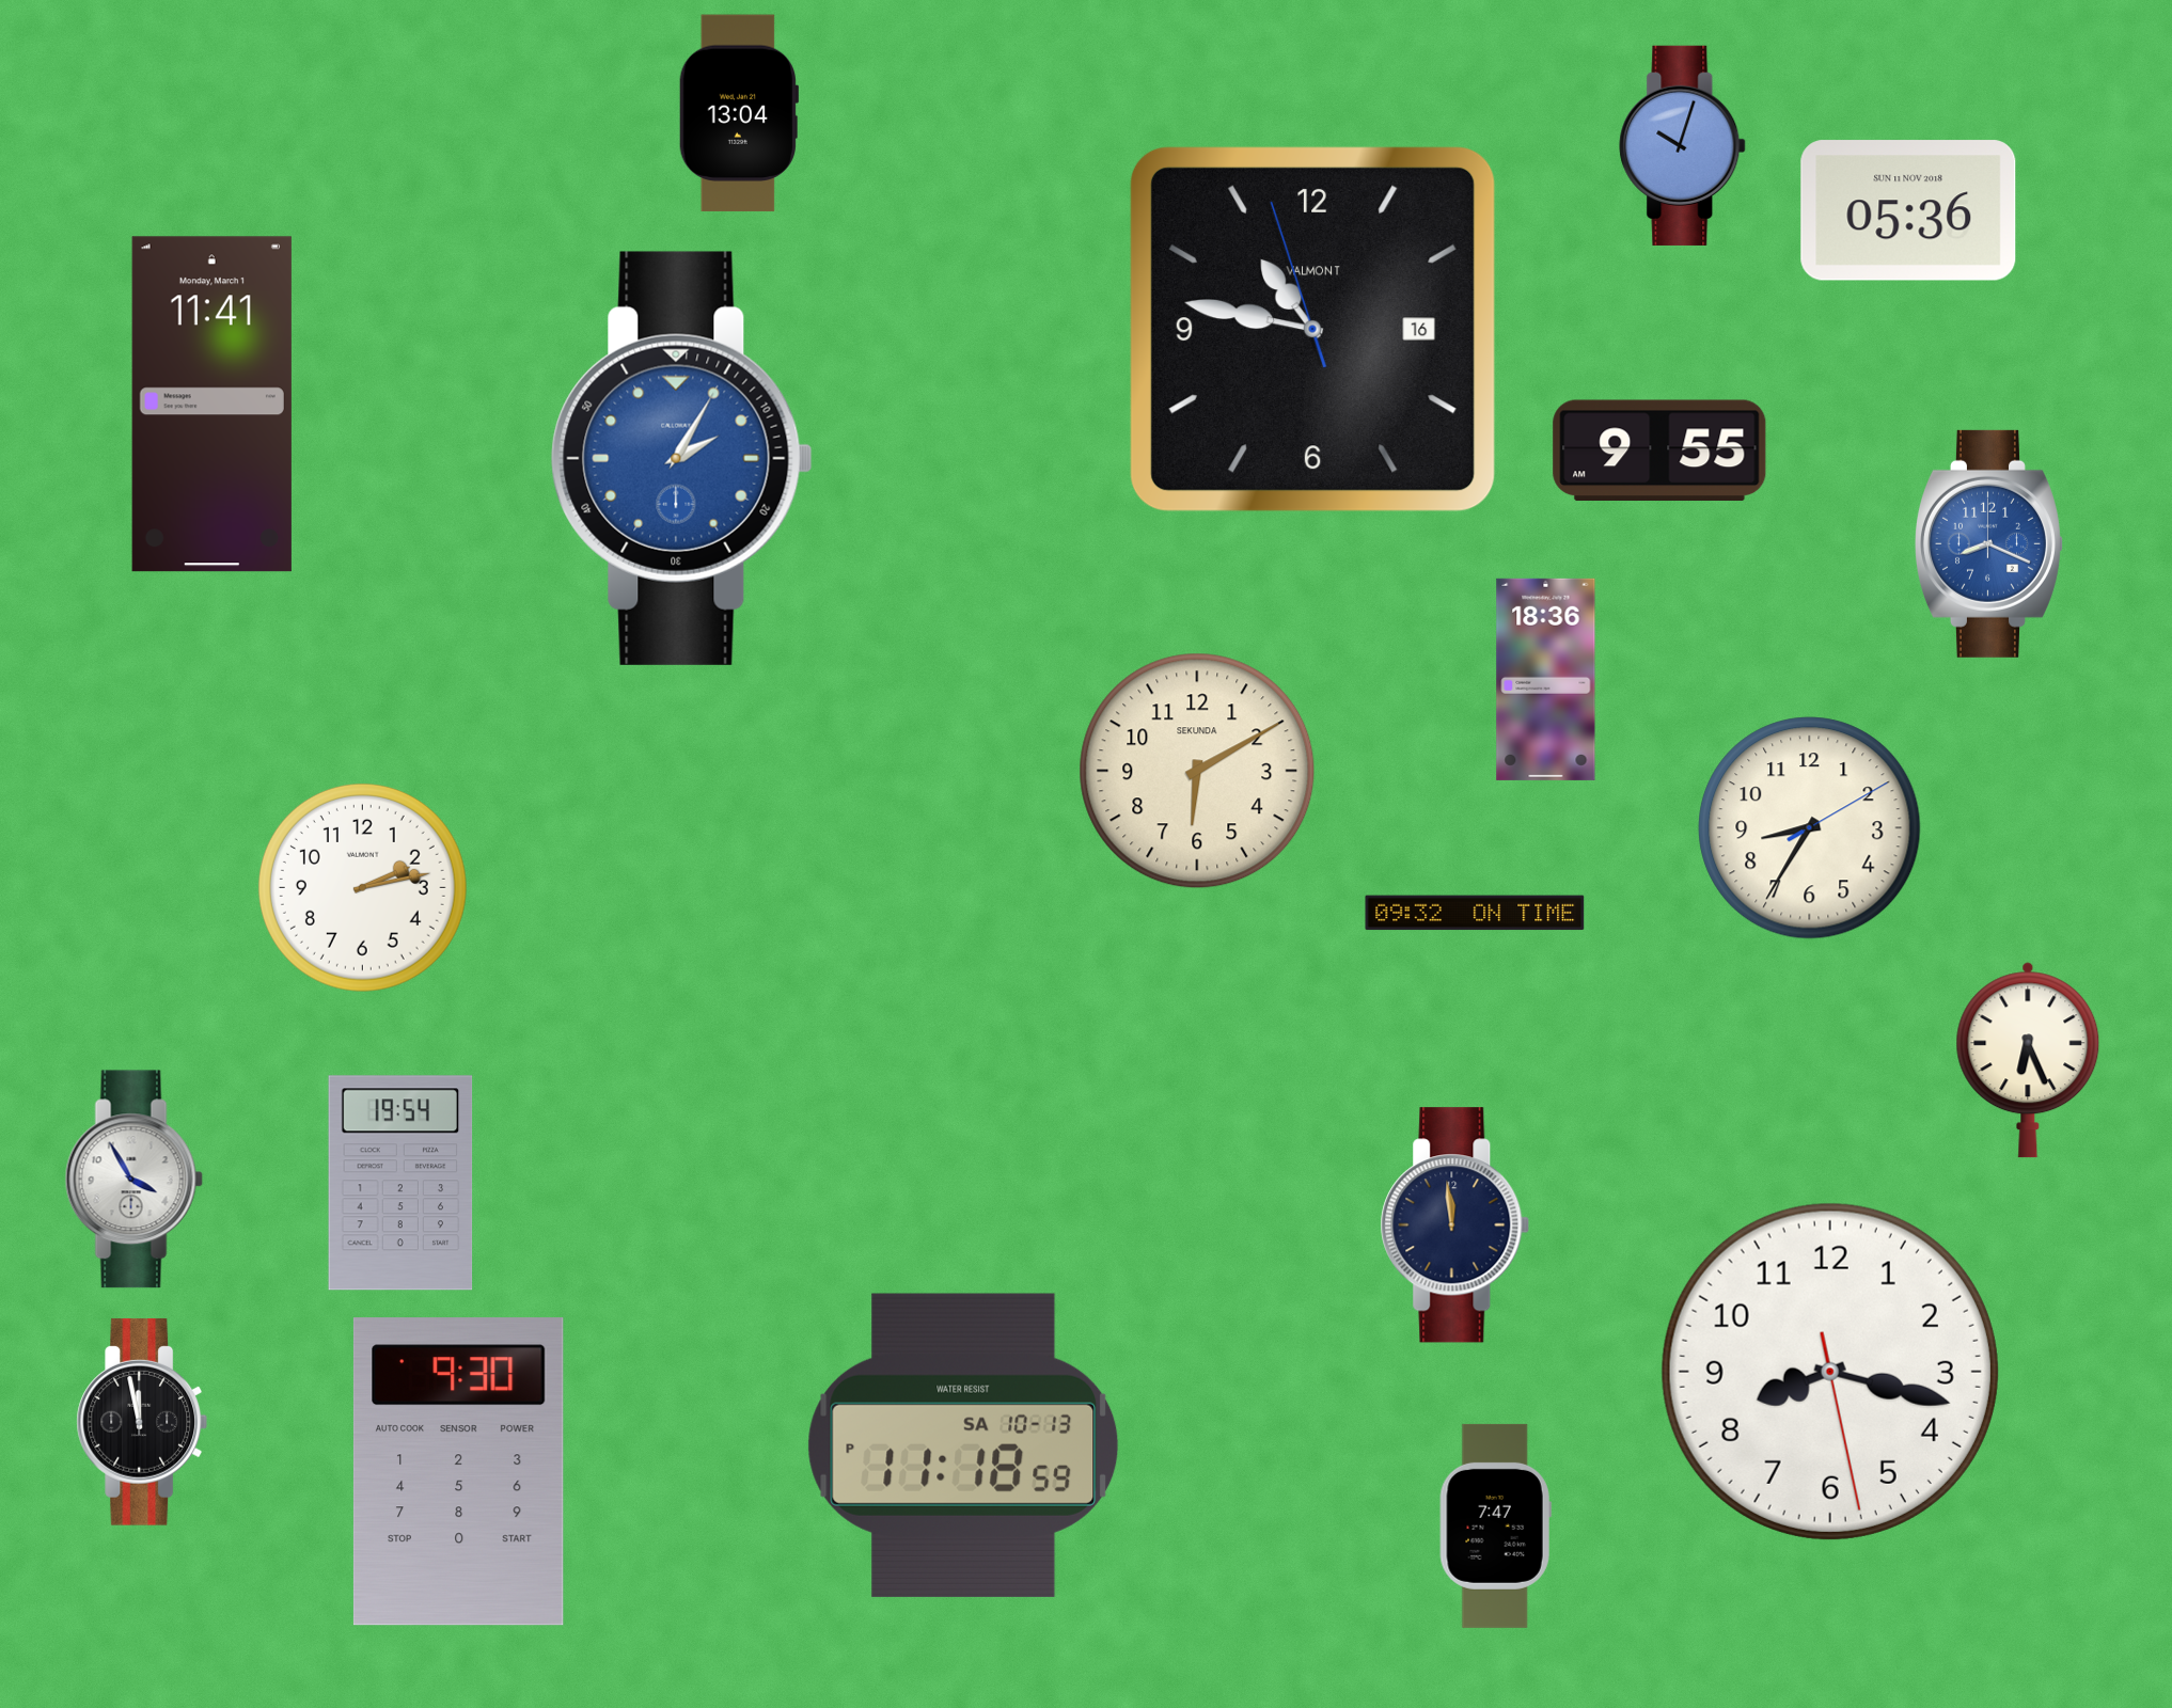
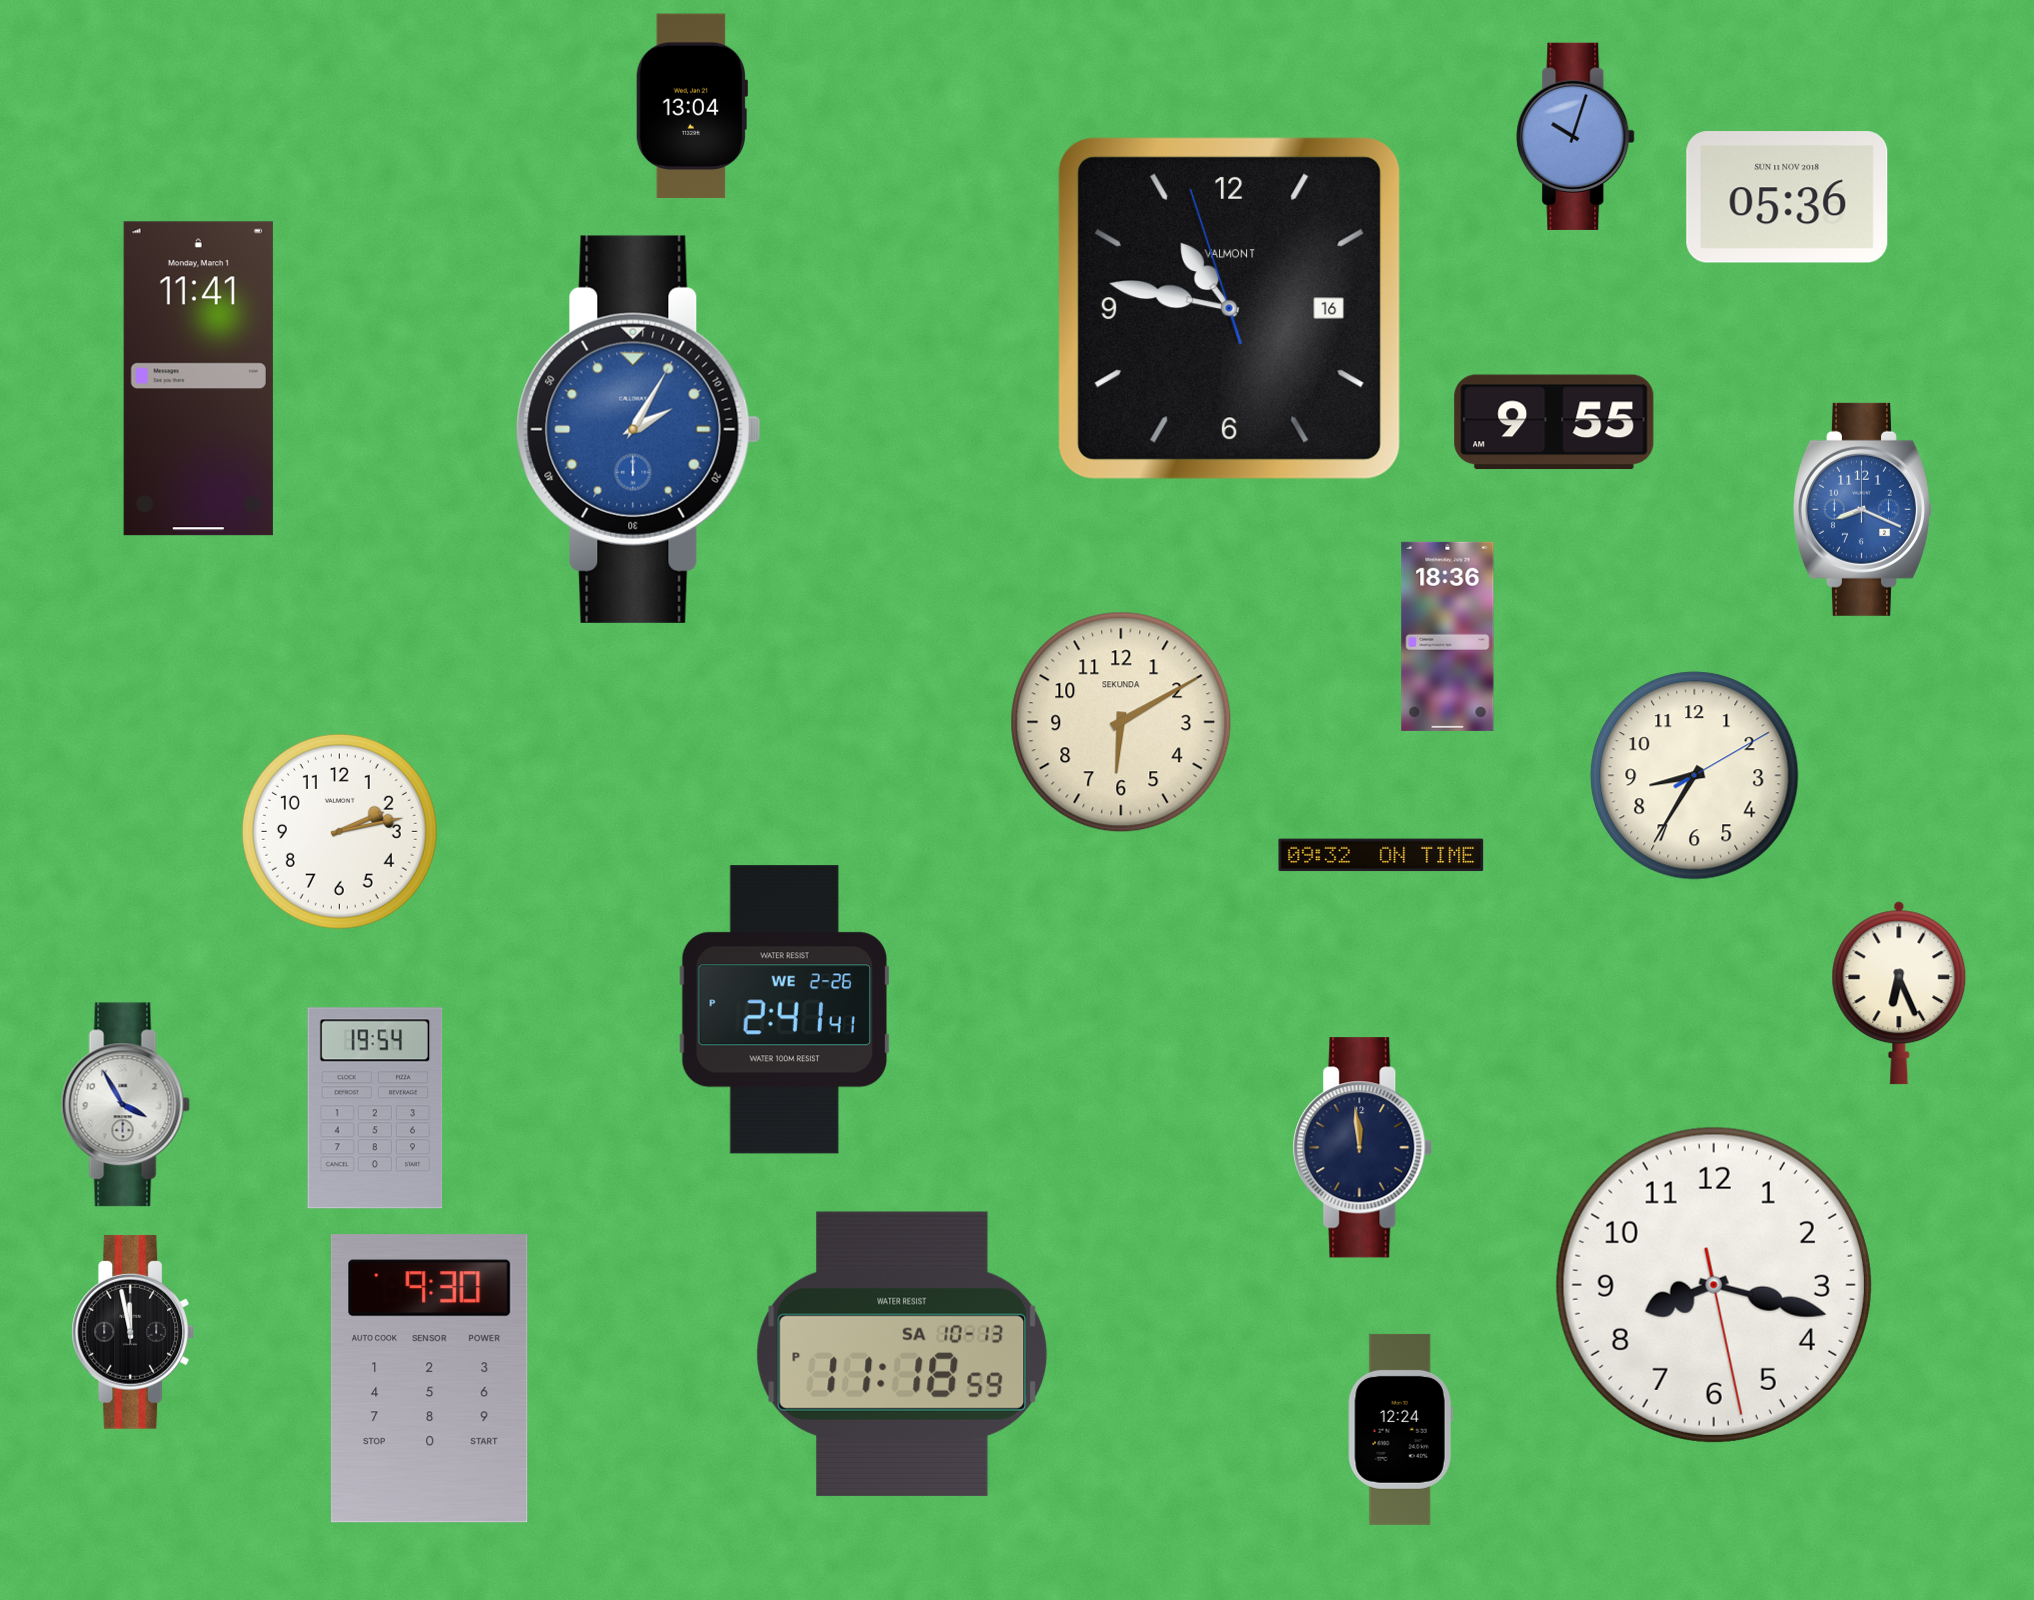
clock at (784, 1010): none -> 2:41
clock at (1495, 1525): 7:47 -> 12:24
